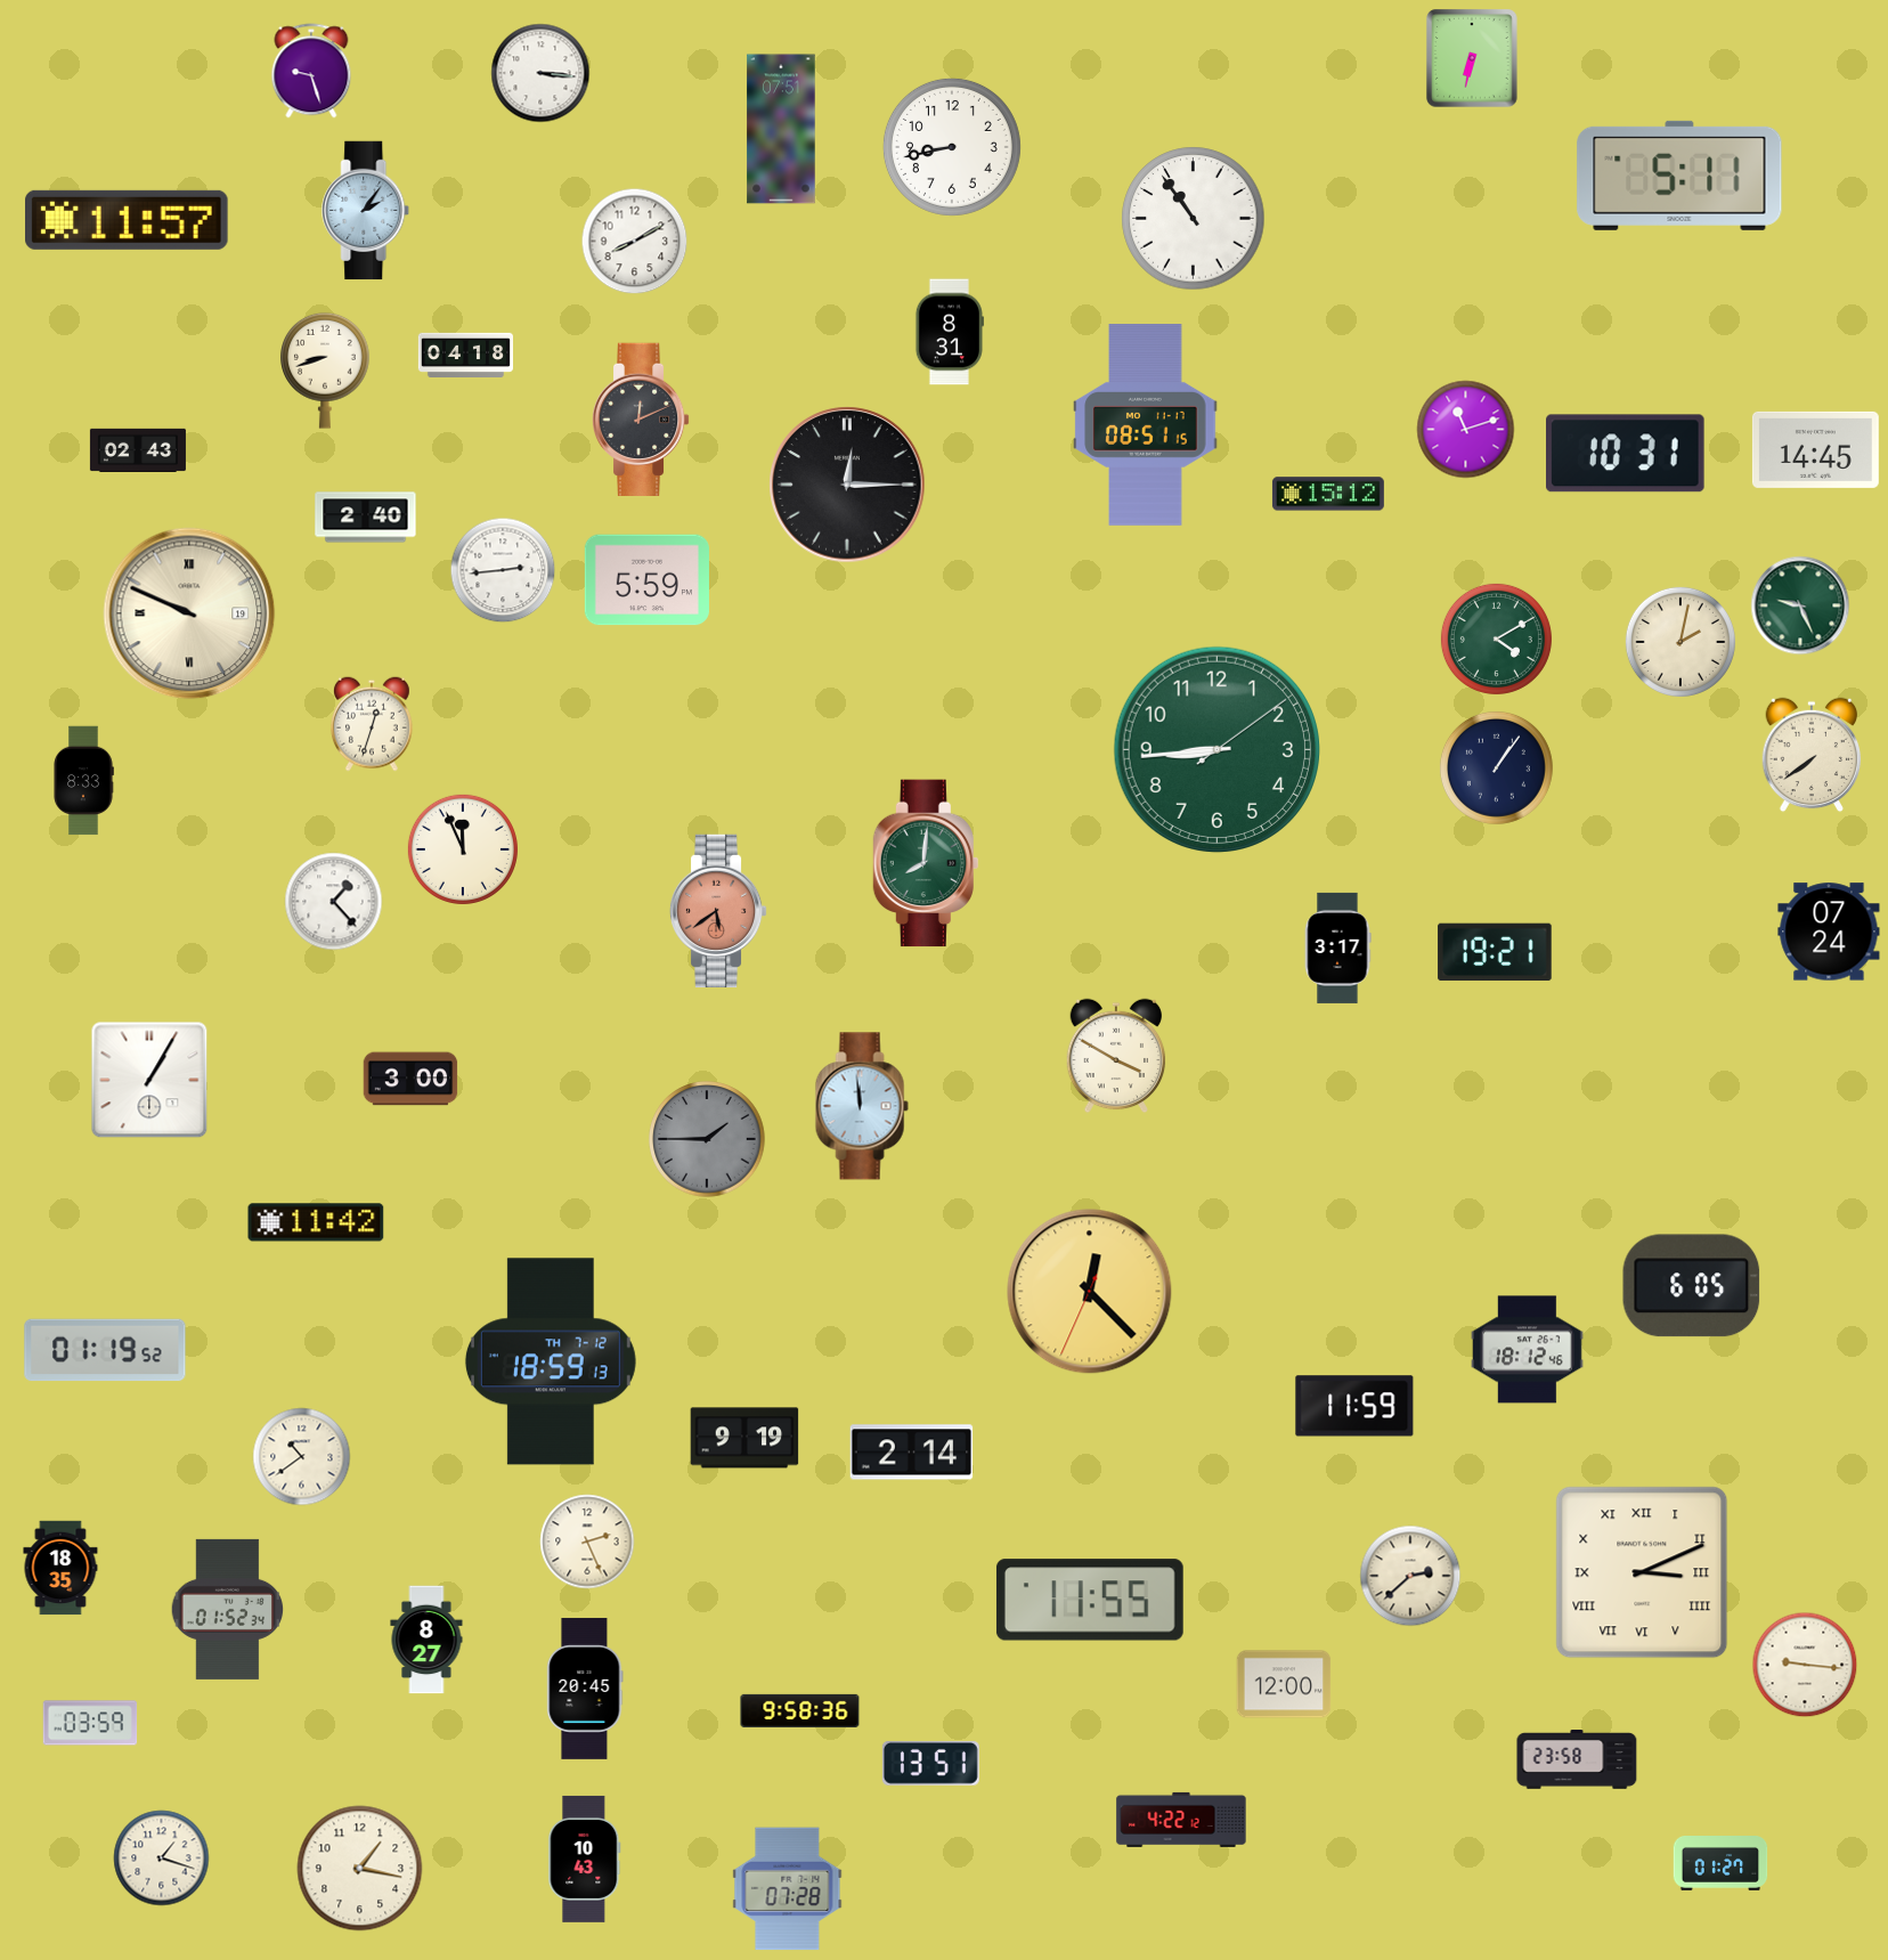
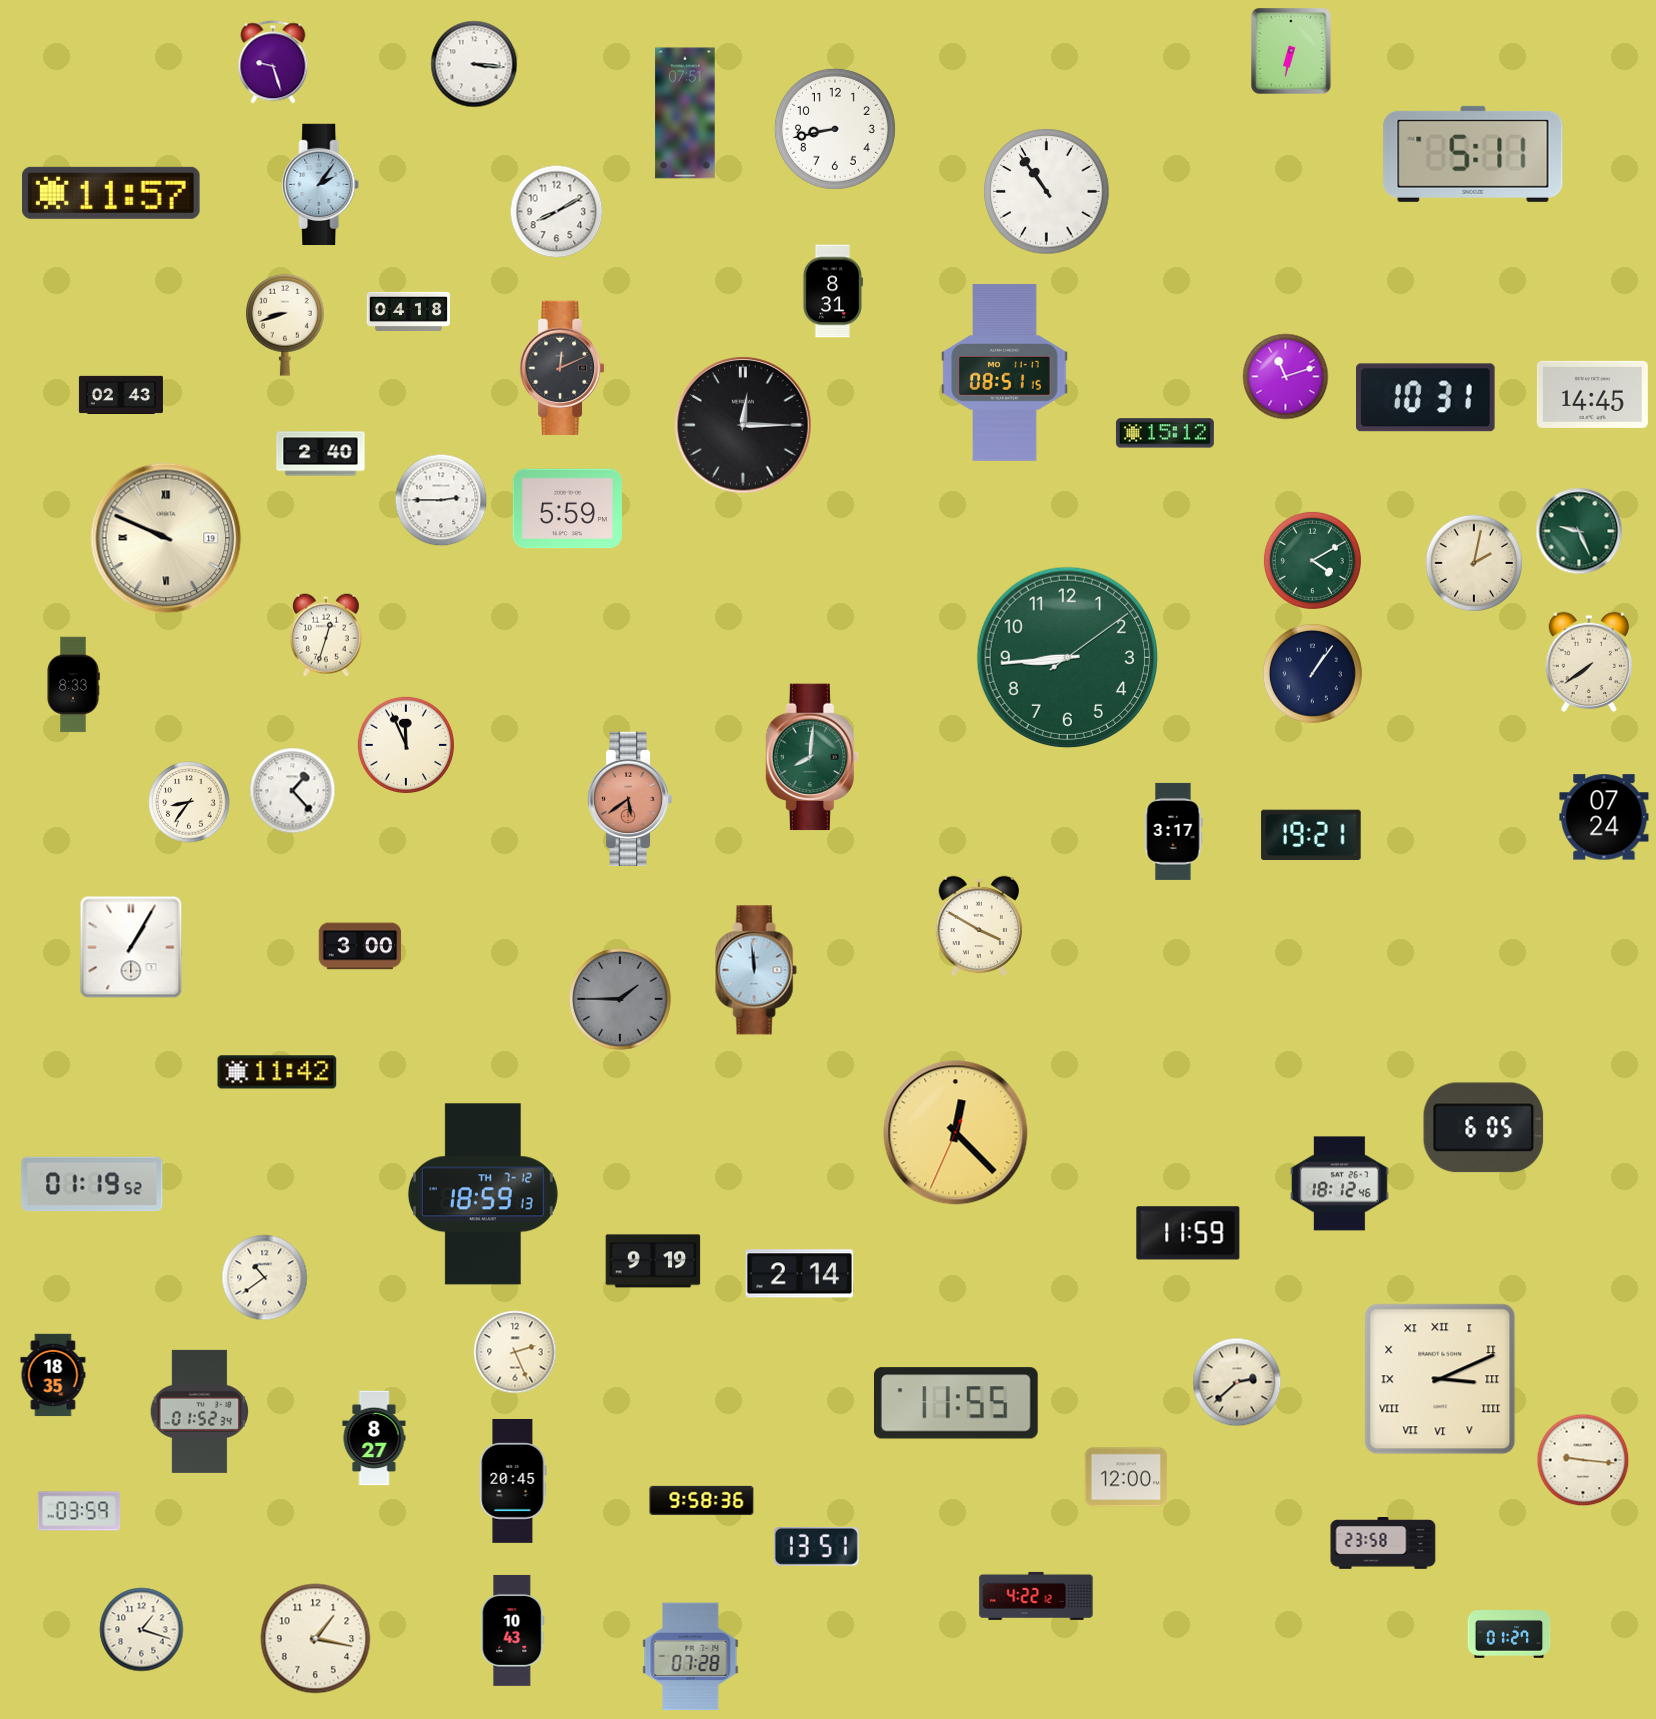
clock at (503, 570): 2:44 -> 2:45
clock at (189, 802): none -> 8:36
